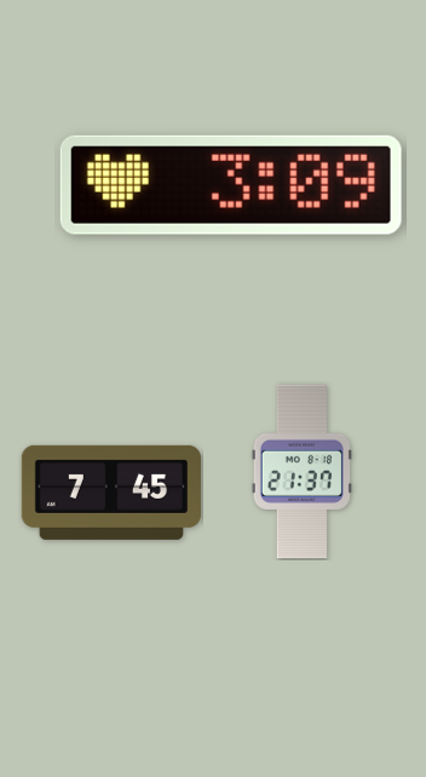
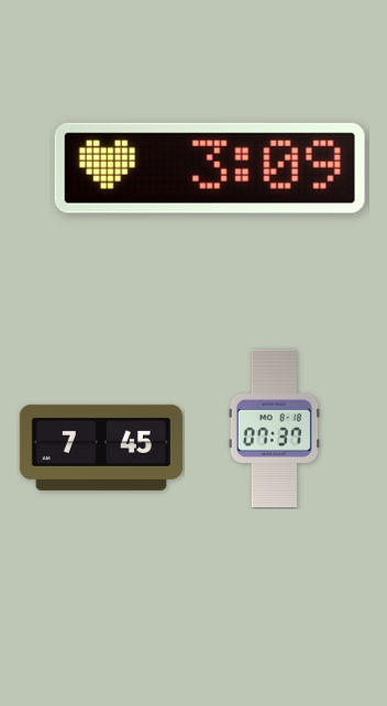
clock at (301, 472): 21:37 -> 07:37
